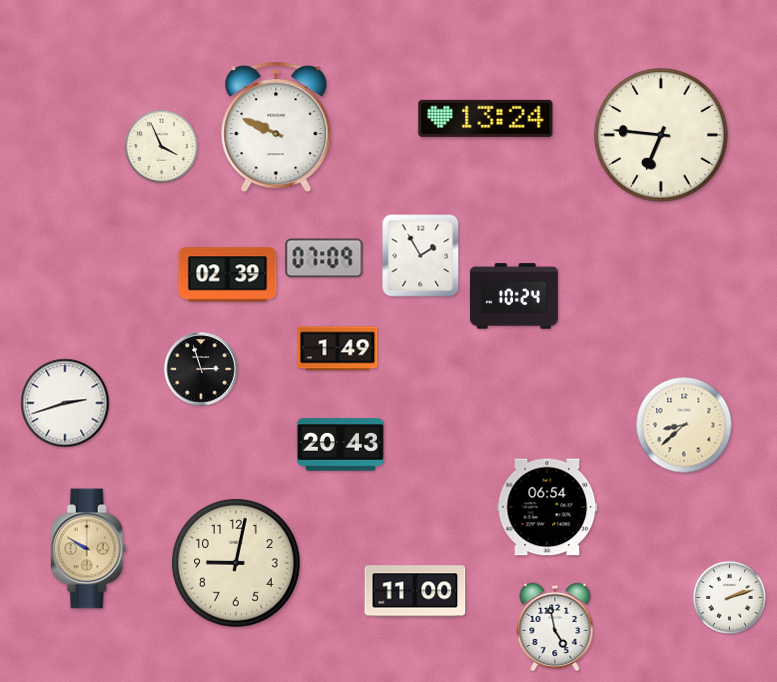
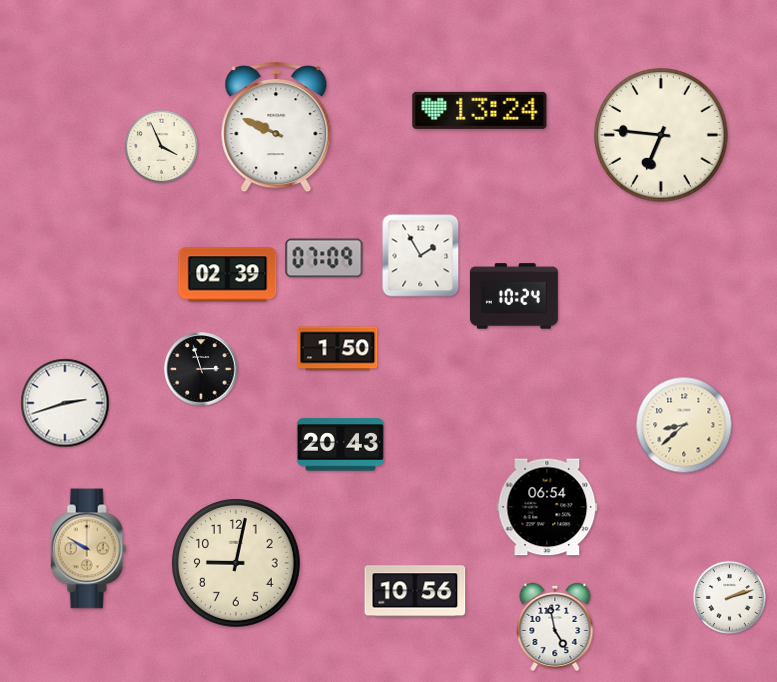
clock at (486, 118) position: (486, 118) -> (480, 110)
clock at (338, 349): 1:49 -> 1:50
clock at (415, 591): 11:00 -> 10:56
